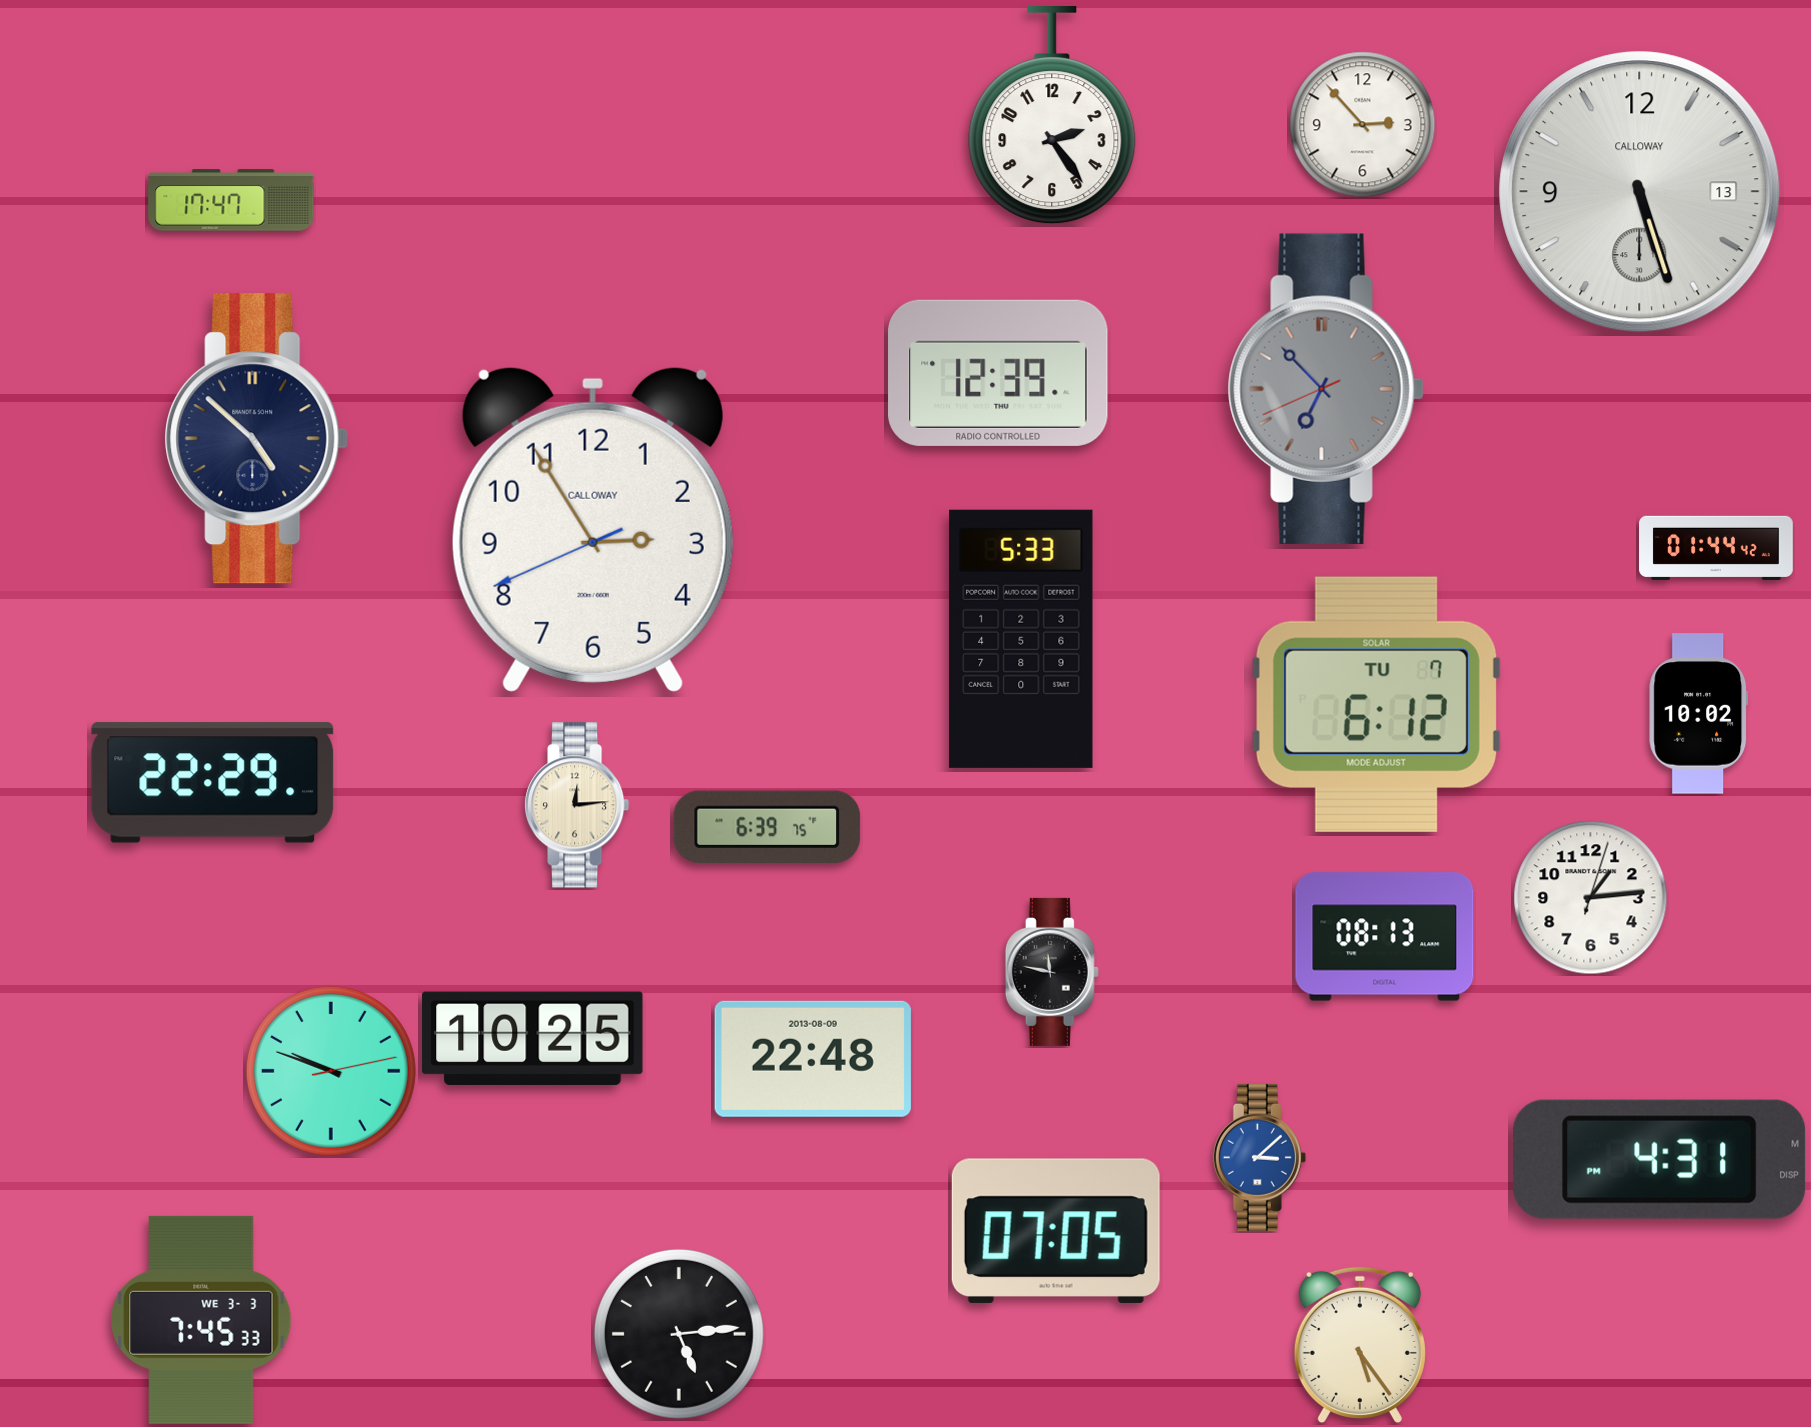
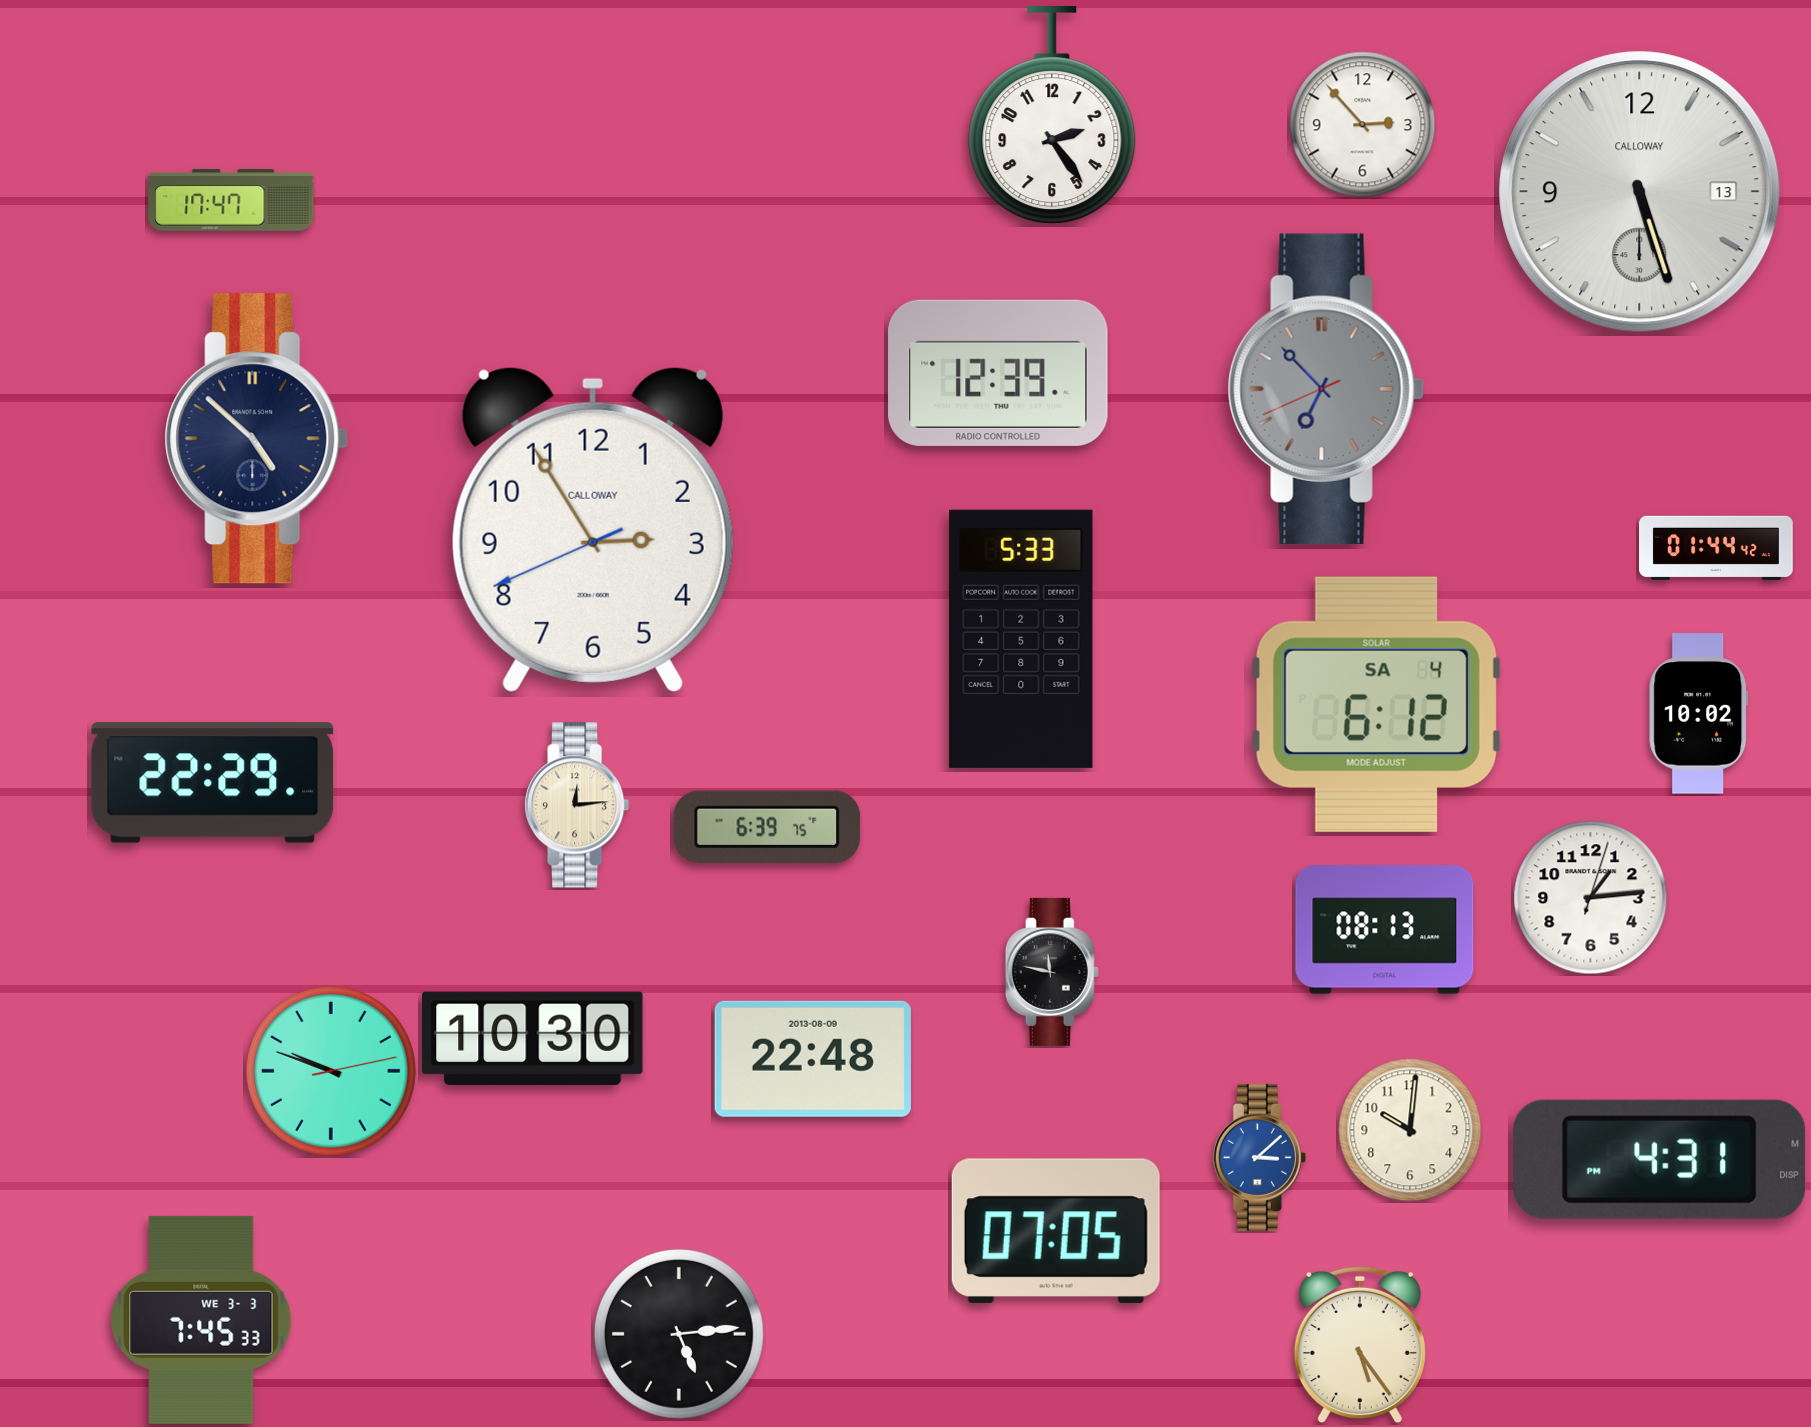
clock at (1376, 704) date: TU 7 -> SA 4
clock at (1385, 937) position: (1385, 937) -> (1385, 930)
clock at (533, 1038): 10:25 -> 10:30
clock at (1410, 1130): none -> 10:01
